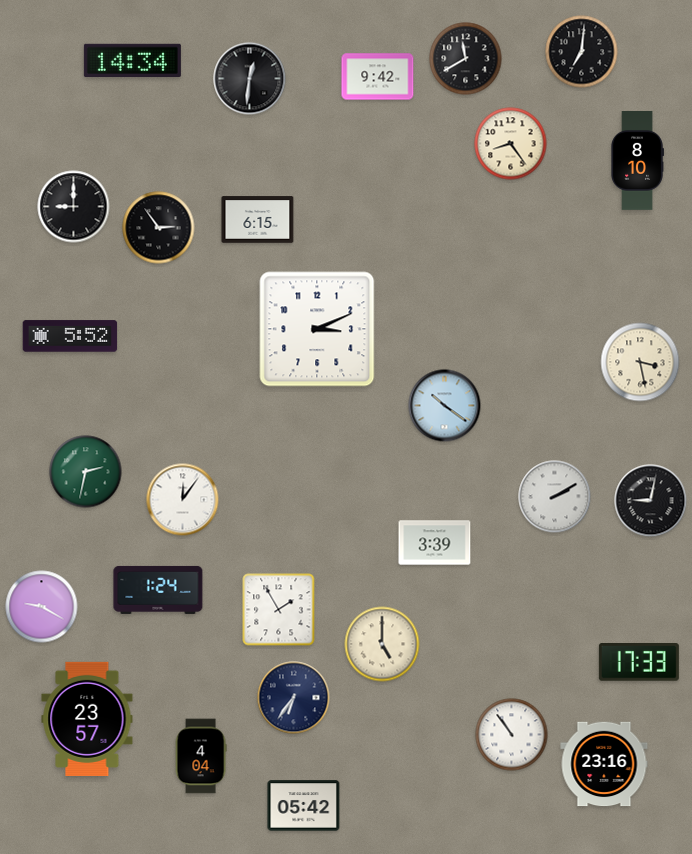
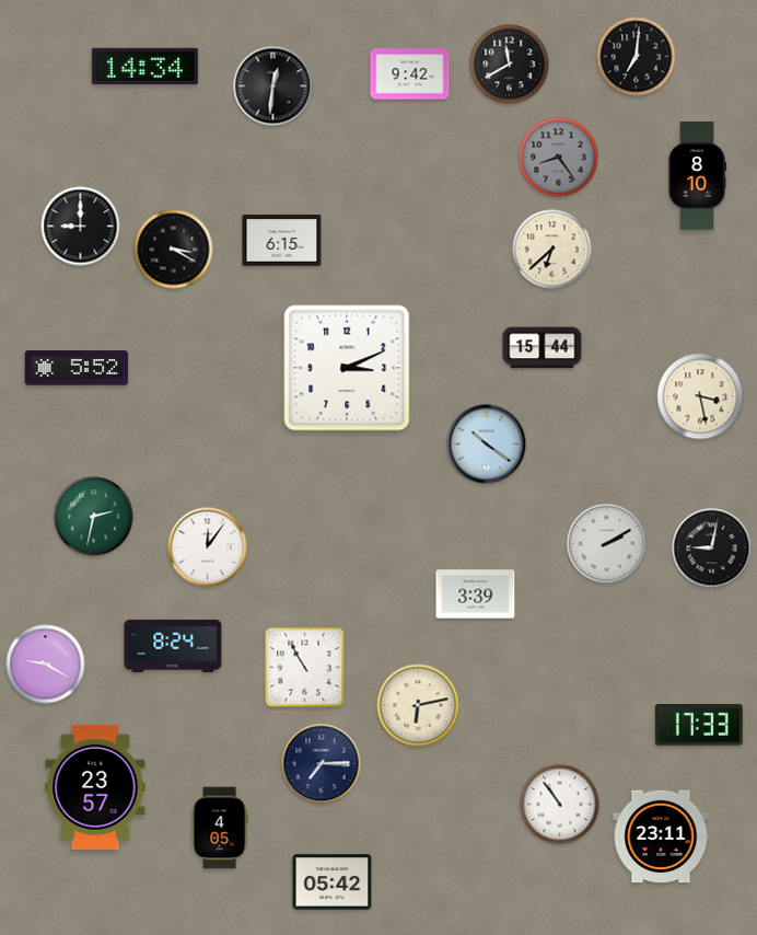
clock at (378, 77) position: (378, 77) -> (410, 74)
clock at (511, 144) dial: cream -> grey
clock at (159, 228): 2:54 -> 3:20
clock at (552, 250): none -> 6:38
clock at (543, 348): none -> 15:44
clock at (317, 329) position: (317, 329) -> (347, 368)
clock at (183, 500) position: (183, 500) -> (208, 547)
clock at (158, 590): 1:24 -> 8:24
clock at (279, 610): 1:55 -> 10:55
clock at (382, 644): 5:00 -> 6:13
clock at (294, 698): 6:36 -> 7:15
clock at (201, 756): 4:04 -> 4:05
clock at (604, 764): 23:16 -> 23:11
